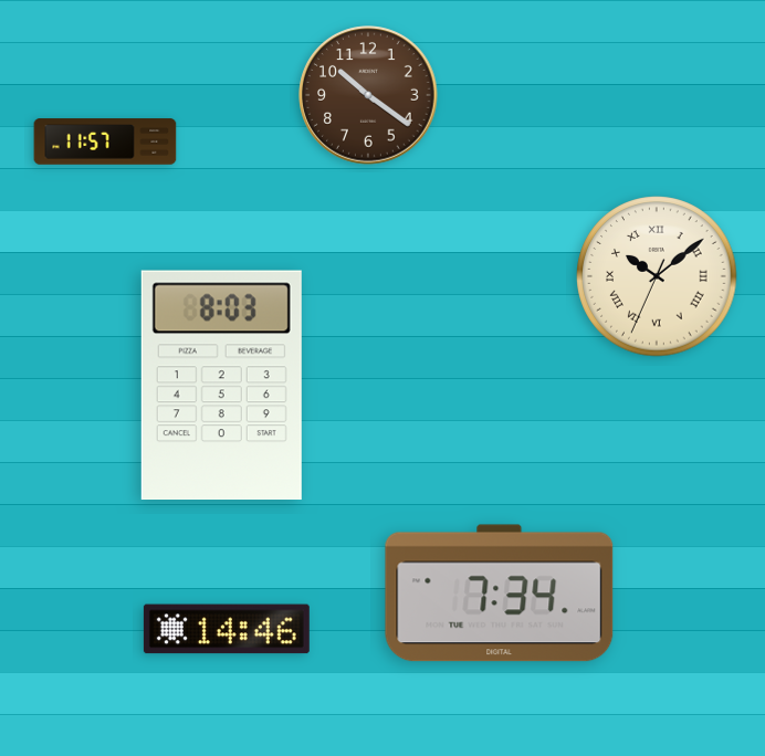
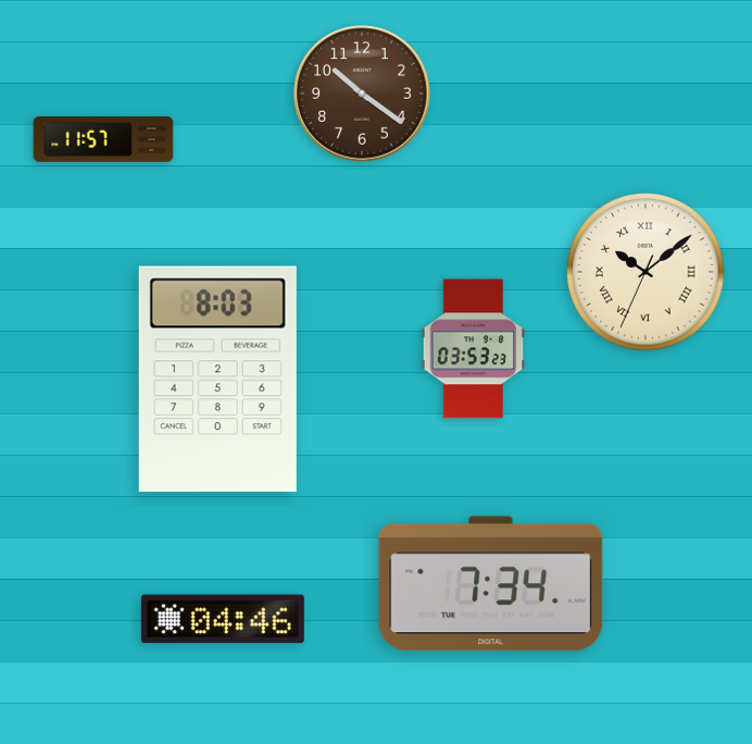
clock at (474, 349): none -> 03:53
clock at (227, 629): 14:46 -> 04:46
